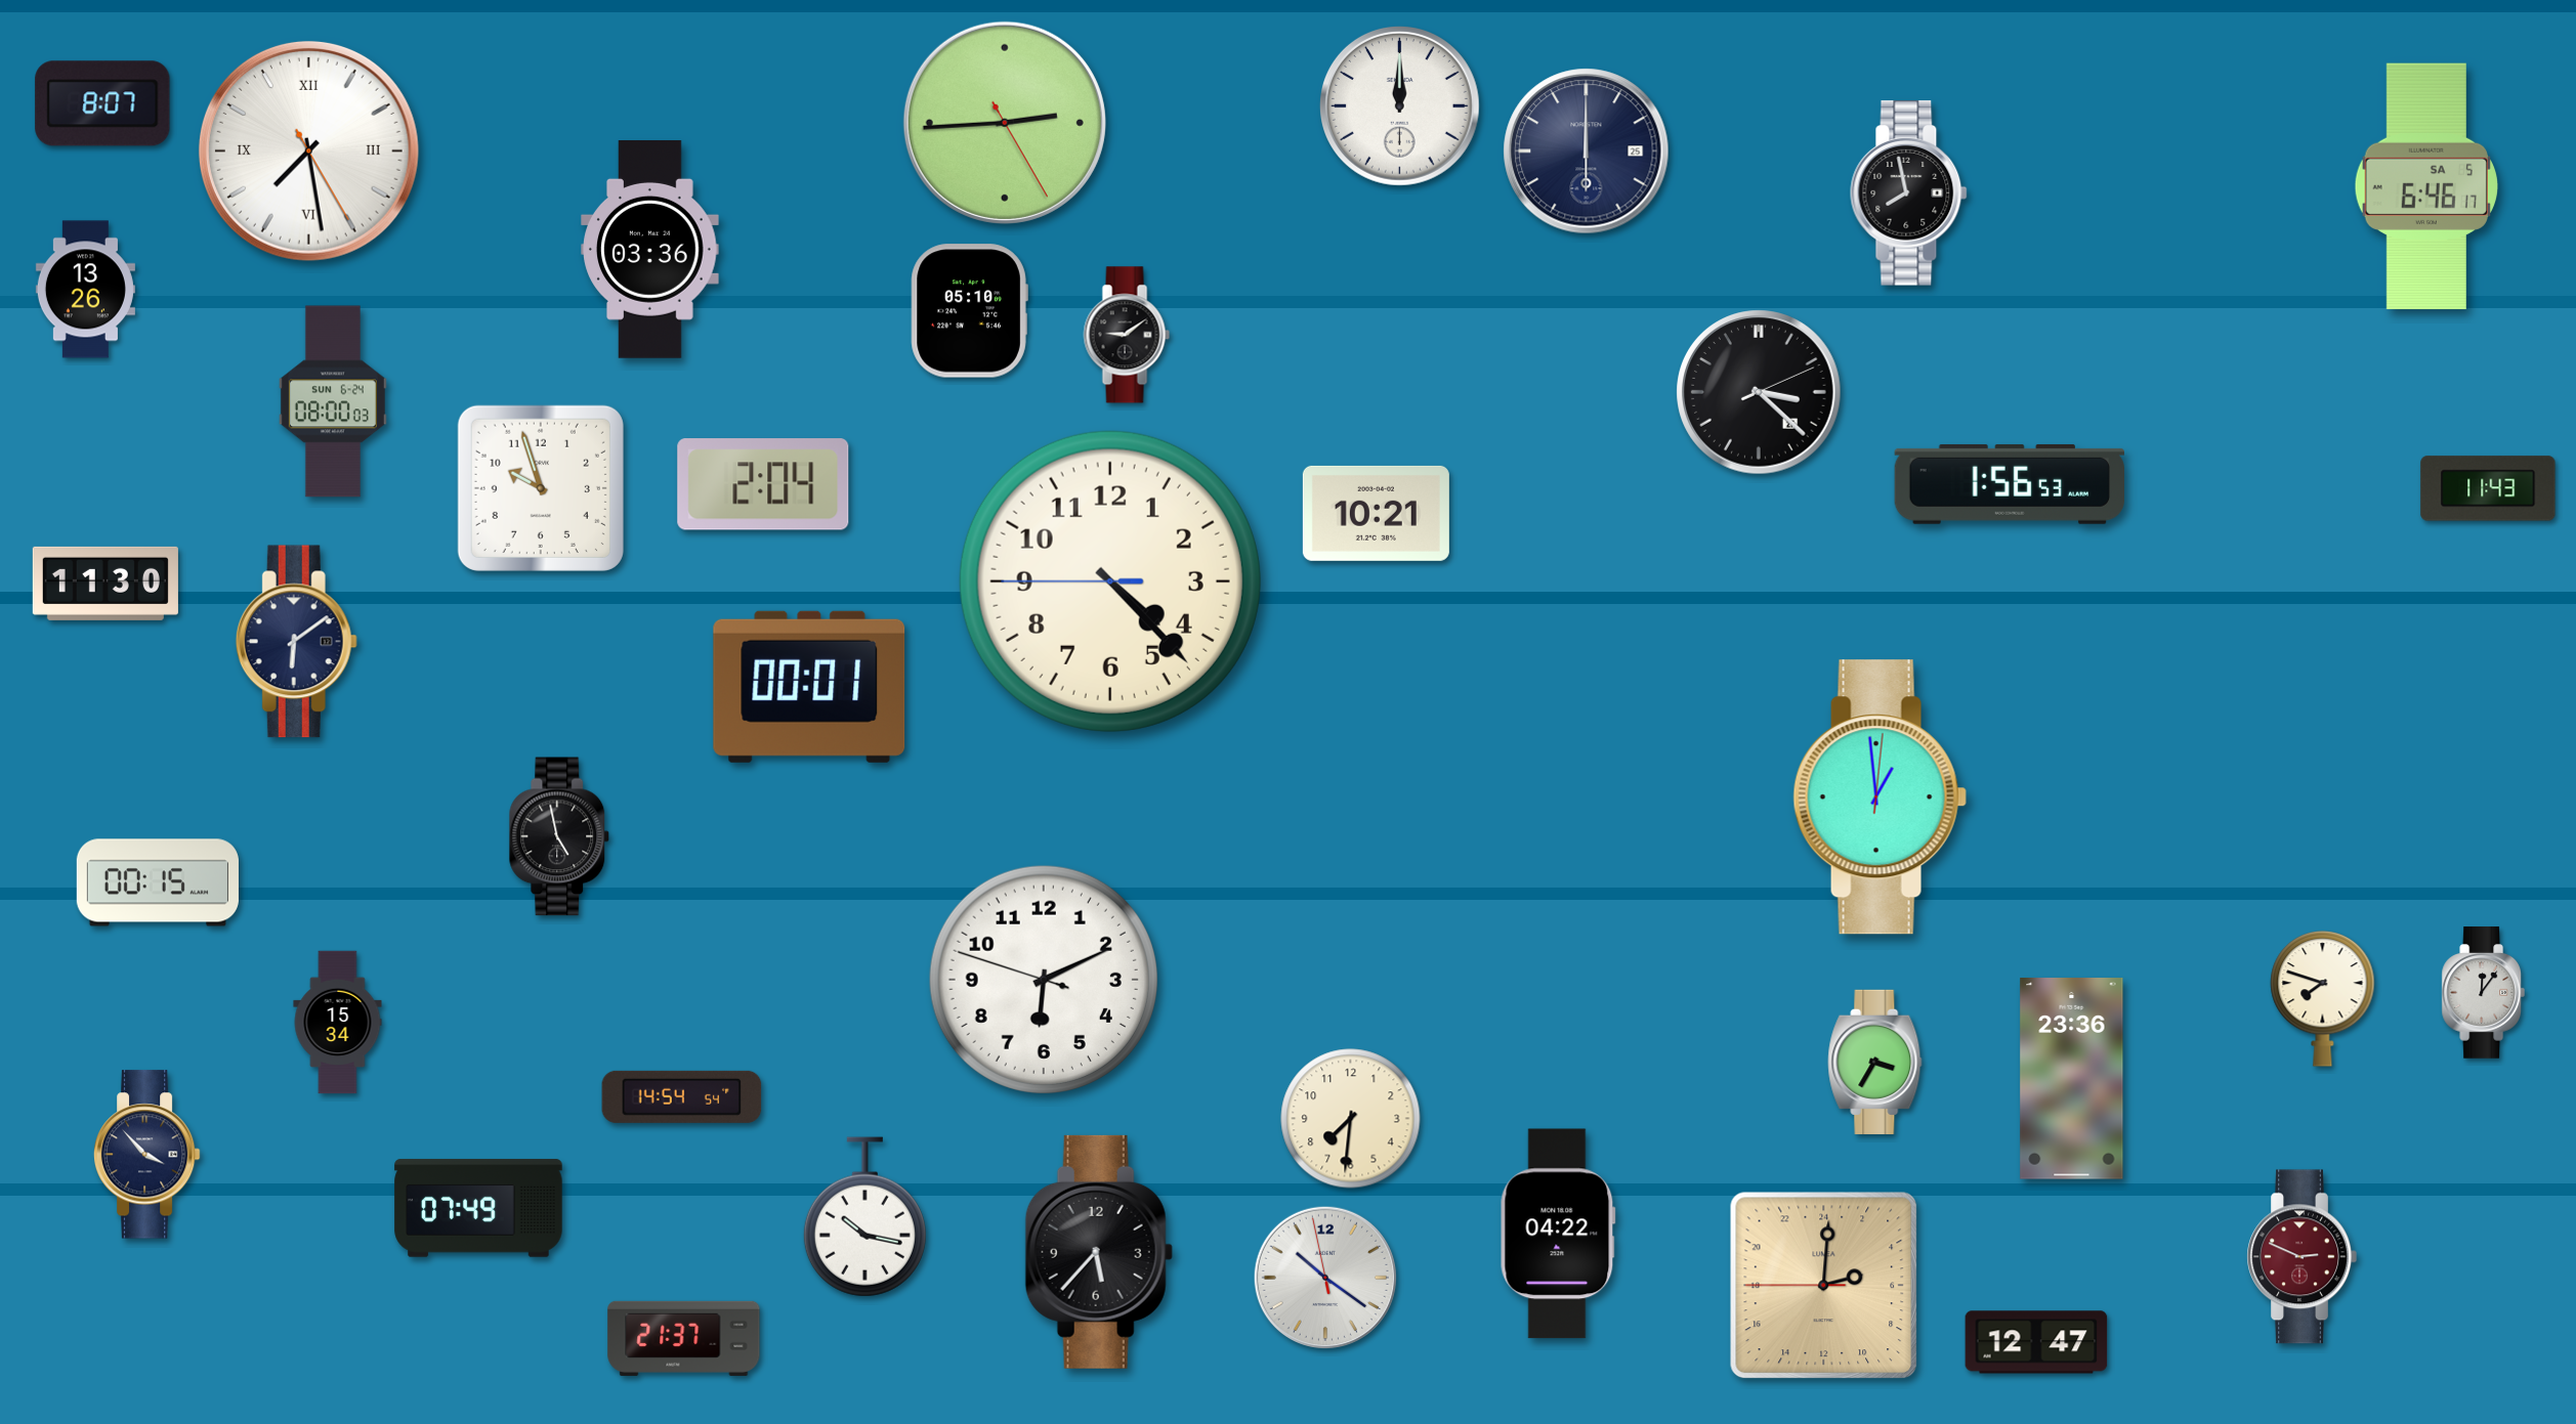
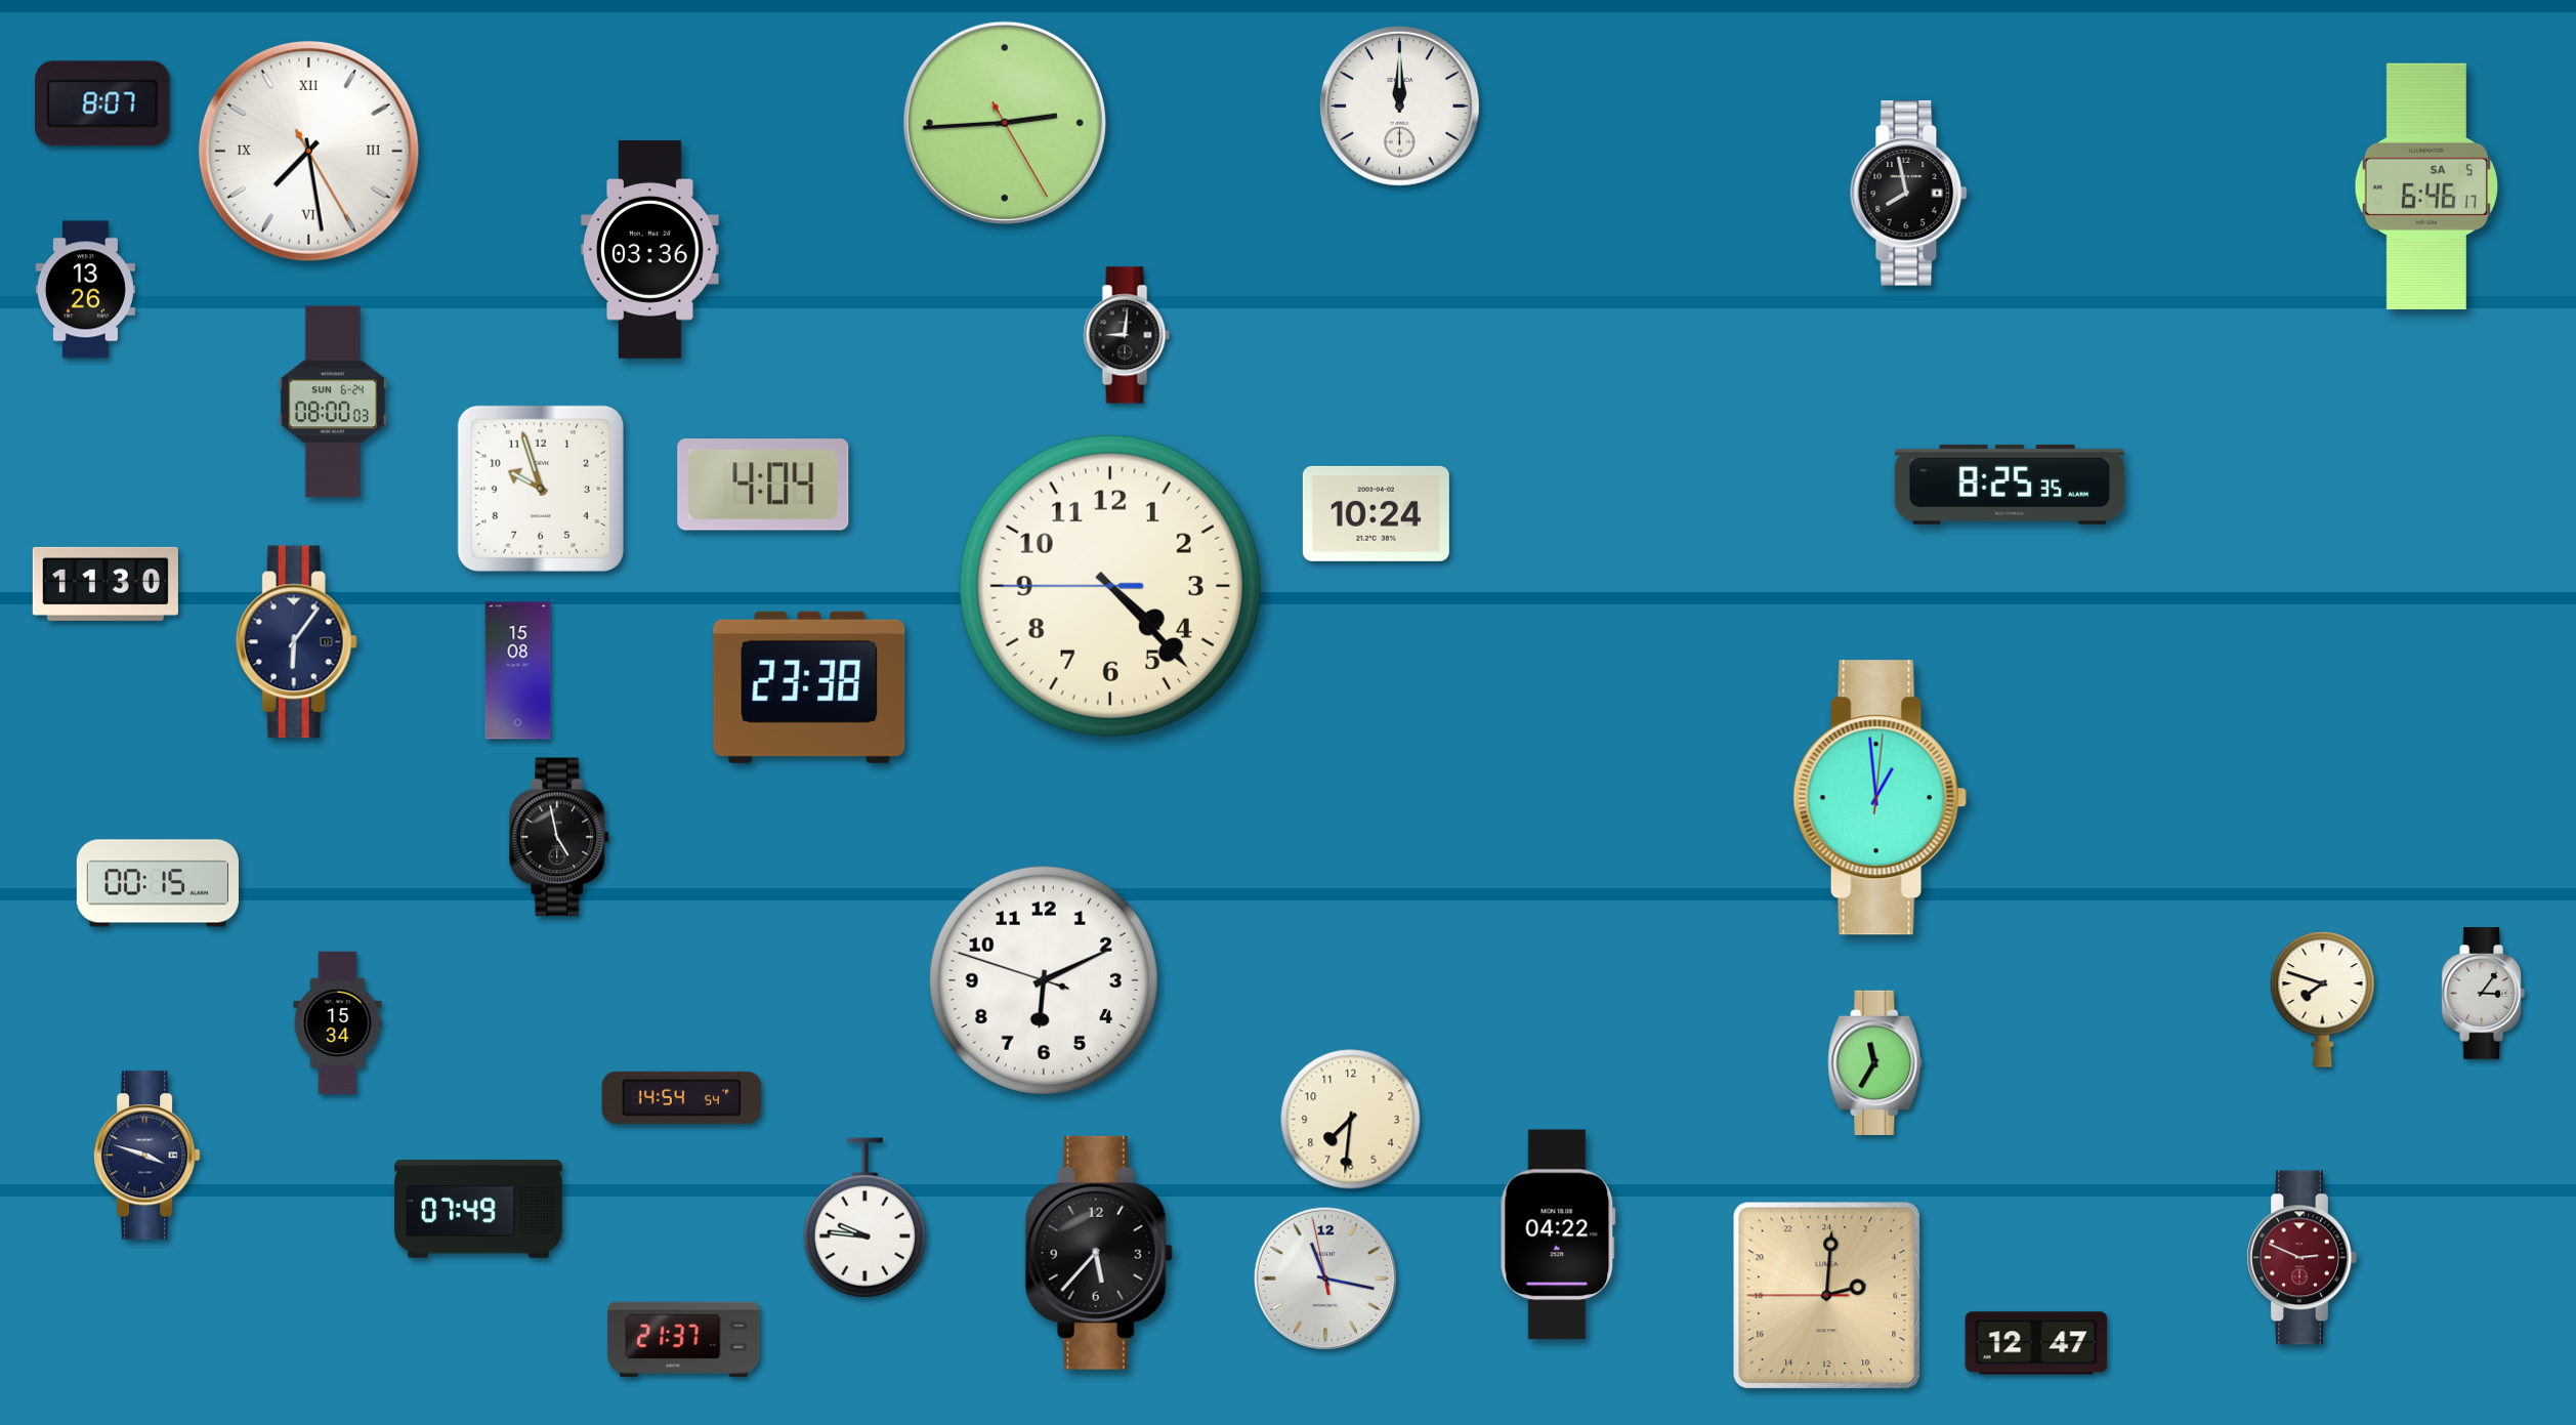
clock at (1587, 152): 6:00 -> none
clock at (969, 311): 05:10 -> none
clock at (1127, 335): 9:09 -> 9:01
clock at (1759, 392): 3:22 -> none
clock at (763, 484): 2:04 -> 4:04
clock at (2010, 484): 1:56 -> 8:25
clock at (2488, 488): 11:43 -> none
clock at (1376, 513): 10:21 -> 10:24
clock at (1110, 581) position: (1110, 581) -> (1110, 586)
clock at (296, 642): 6:09 -> 6:06
clock at (518, 671): none -> 15:08
clock at (809, 687): 00:01 -> 23:38
clock at (2483, 993): 12:06 -> 3:06
clock at (1875, 1062): 3:35 -> 11:35
clock at (2072, 1079): 23:36 -> none
clock at (146, 1155): 3:53 -> 3:48
clock at (864, 1217): 10:17 -> 9:46
clock at (1325, 1278): 10:20 -> 11:16
clock at (1824, 1286) position: (1824, 1286) -> (1827, 1296)
